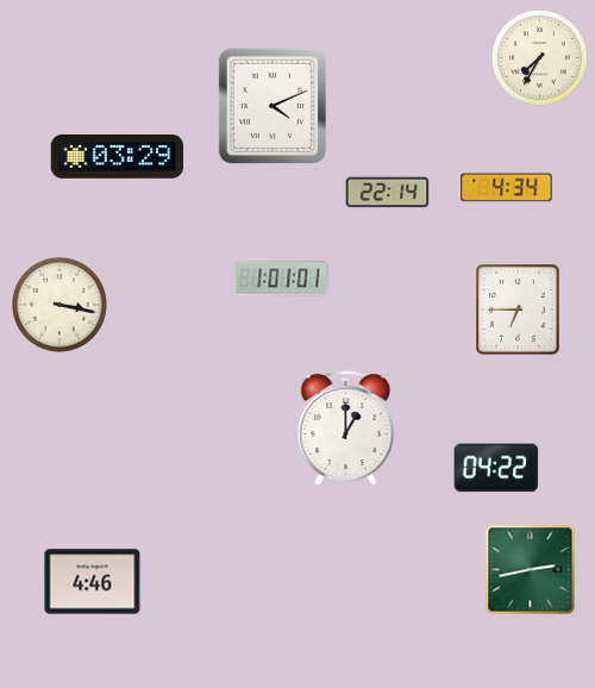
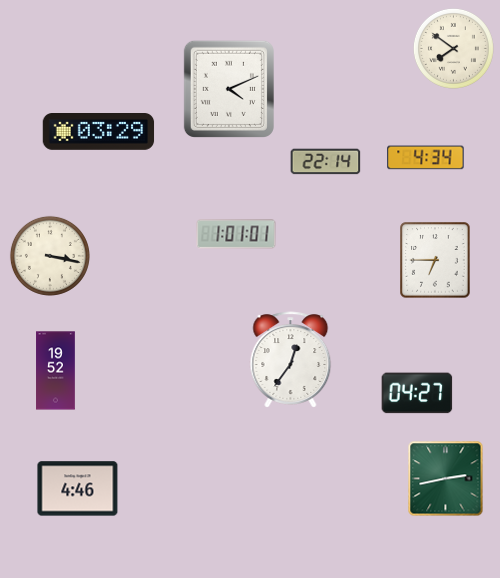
clock at (539, 57): 7:35 -> 7:51
clock at (346, 429): 1:00 -> 12:36
clock at (56, 371): none -> 19:52
clock at (496, 468): 04:22 -> 04:27
